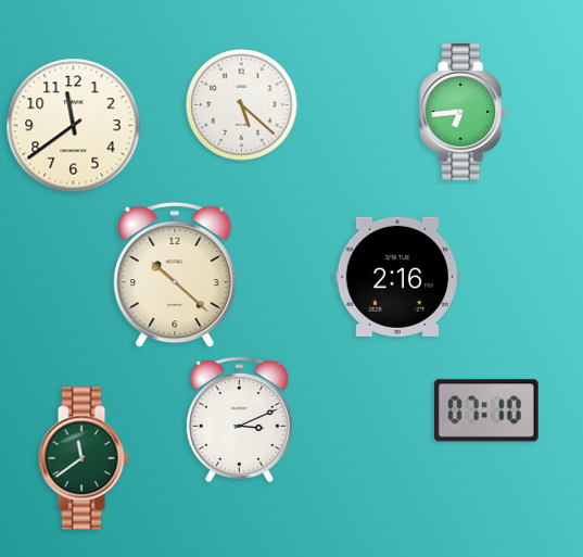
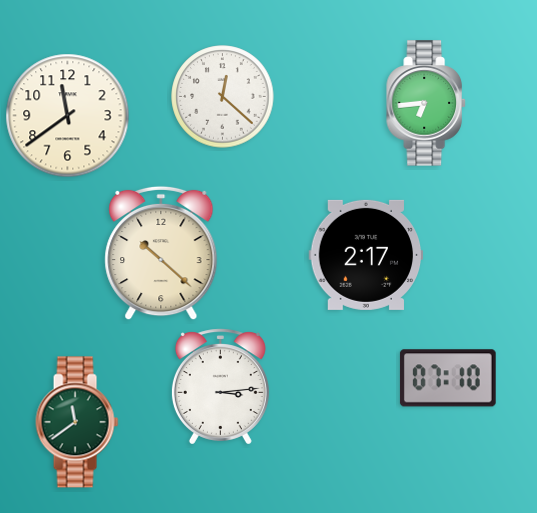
clock at (242, 105): 5:22 -> 12:22
clock at (397, 277): 2:16 -> 2:17
clock at (239, 420): 3:11 -> 3:14
